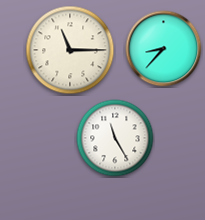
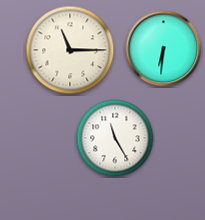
clock at (164, 49): 8:37 -> 6:31
